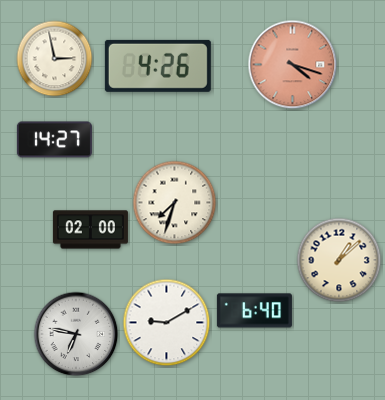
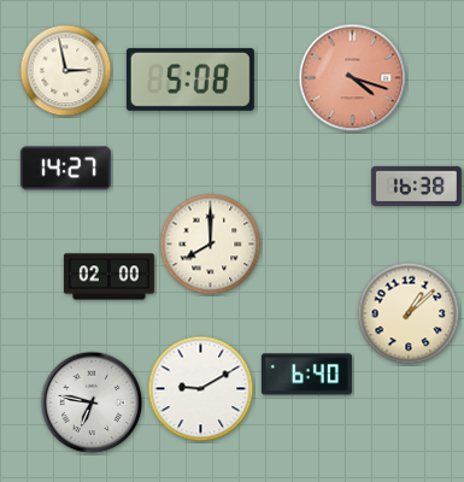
clock at (158, 66): 4:26 -> 5:08
clock at (416, 186): none -> 16:38
clock at (175, 203): 7:33 -> 8:00
